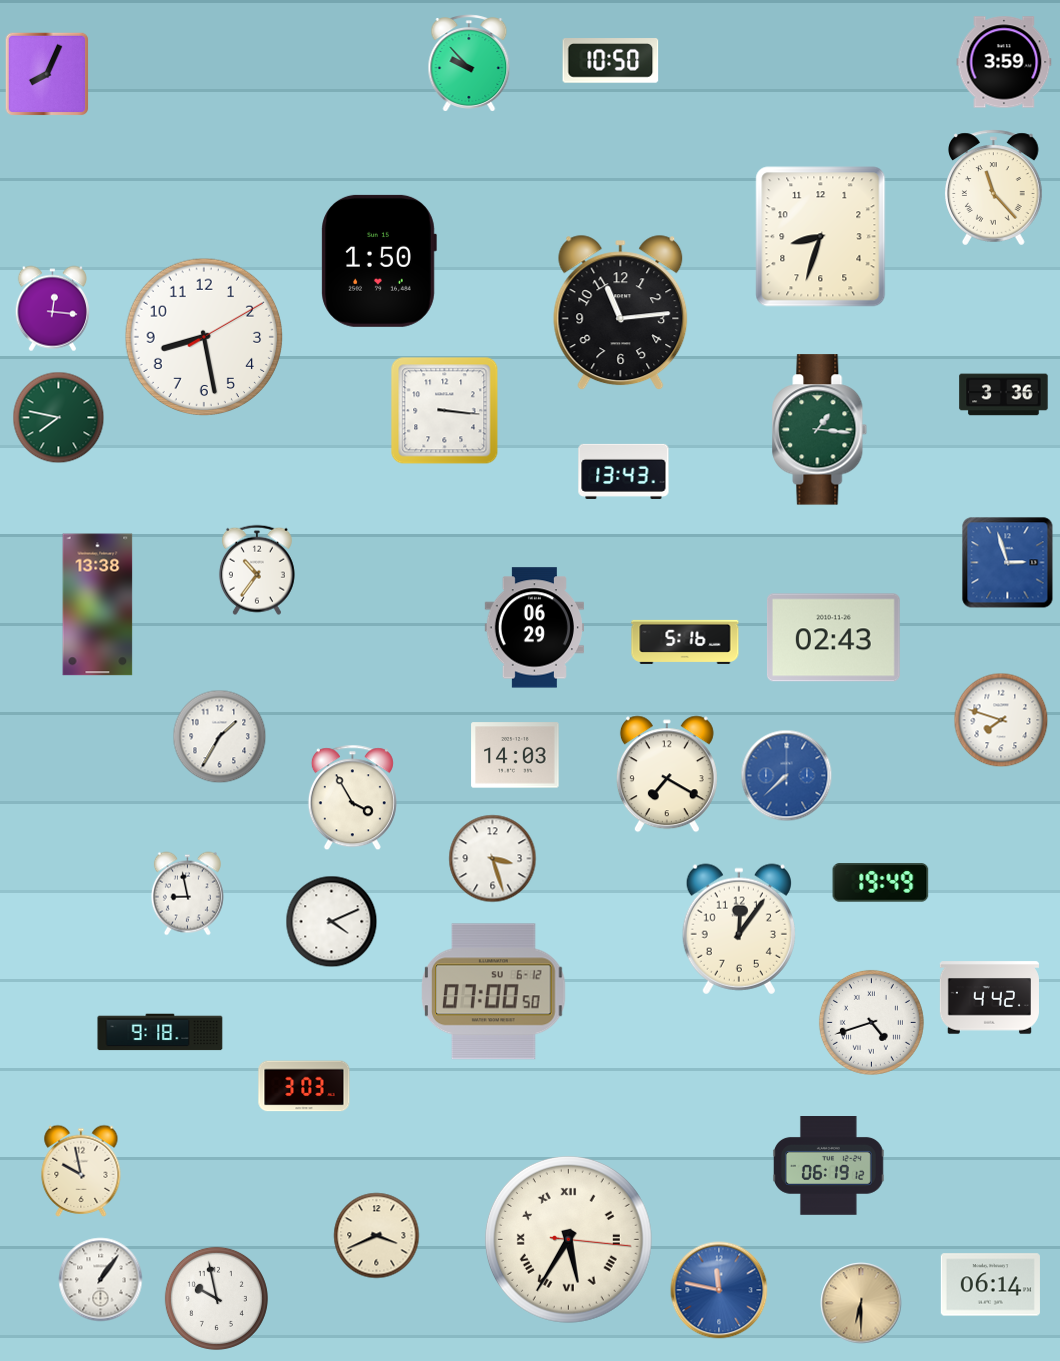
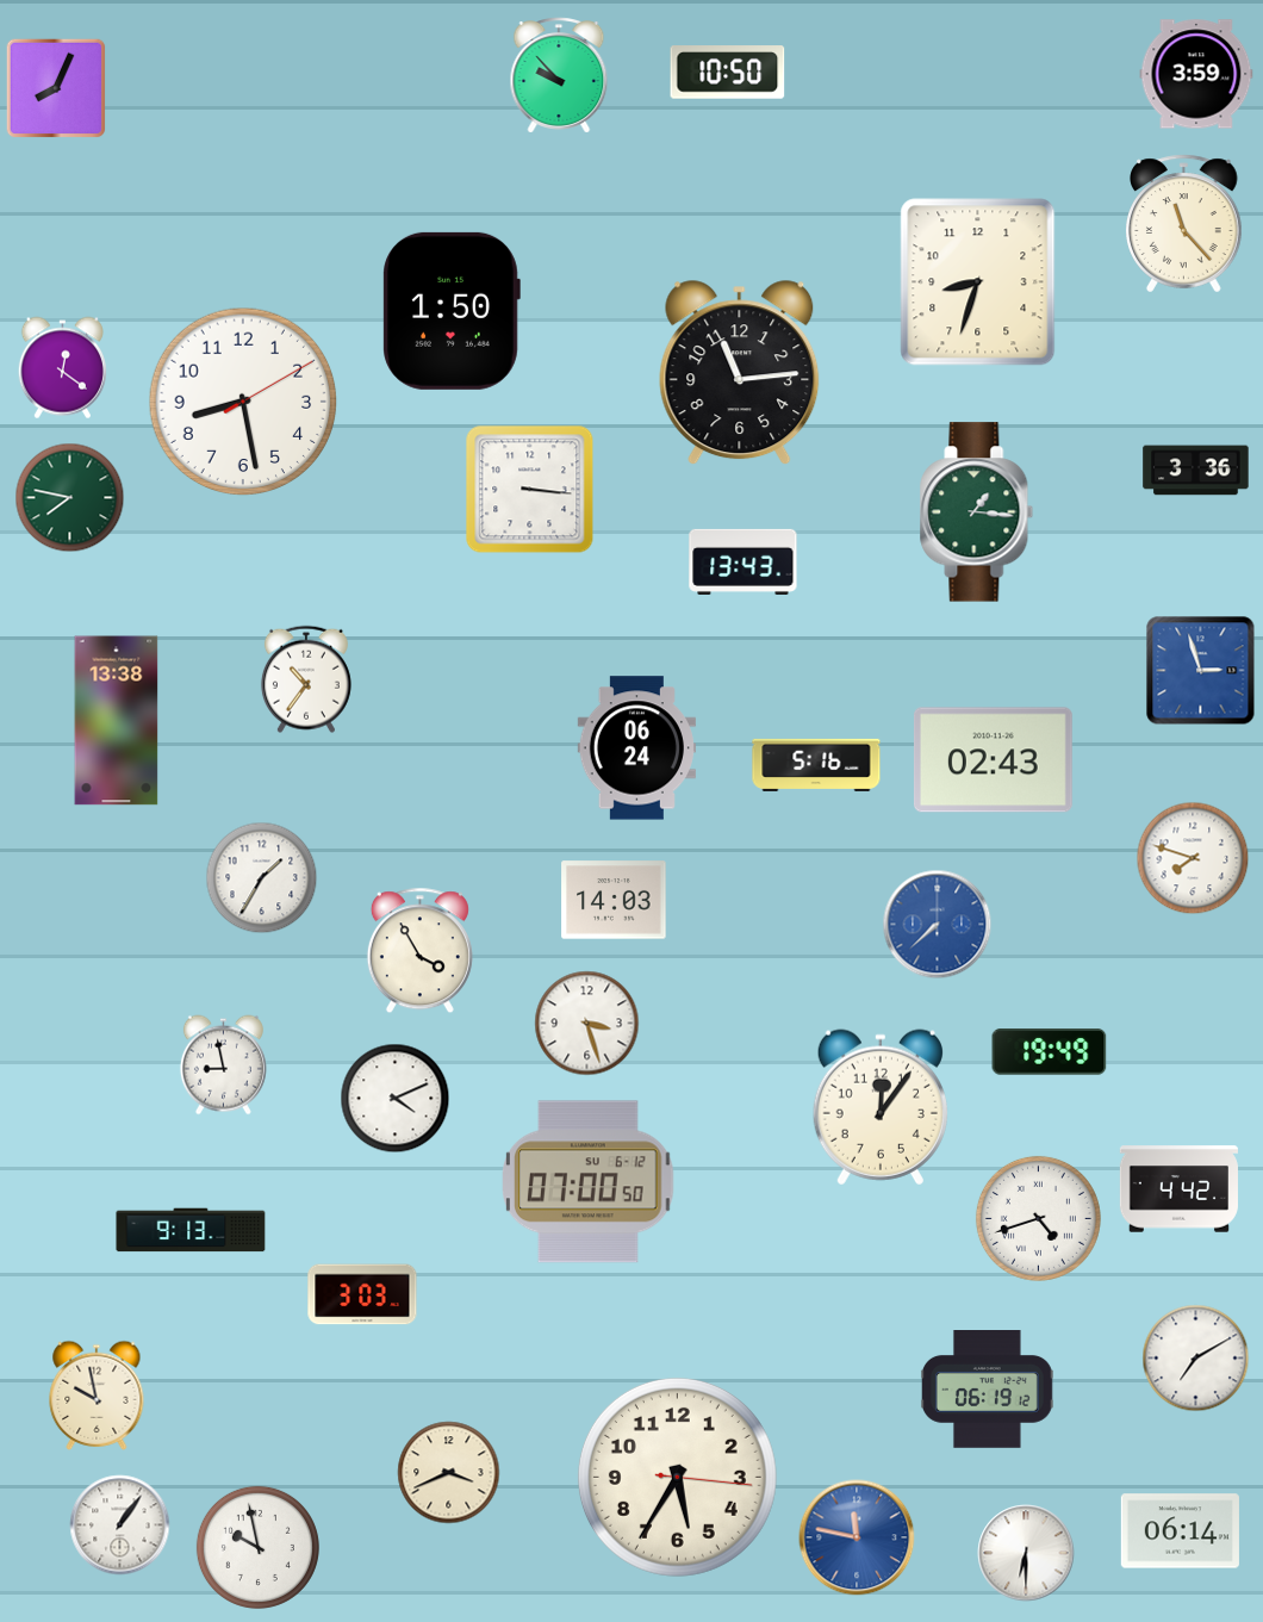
clock at (52, 309): 12:16 -> 12:21
clock at (534, 628): 06:29 -> 06:24
clock at (667, 774): 7:20 -> none
clock at (160, 1032): 9:18 -> 9:13
clock at (1196, 1359): none -> 7:10
clock at (568, 1239) numerals: Roman -> Arabic
clock at (861, 1303) dial: champagne -> white
